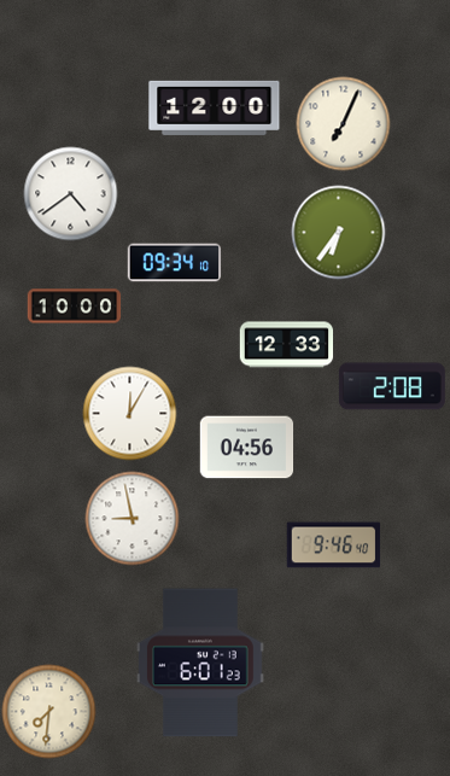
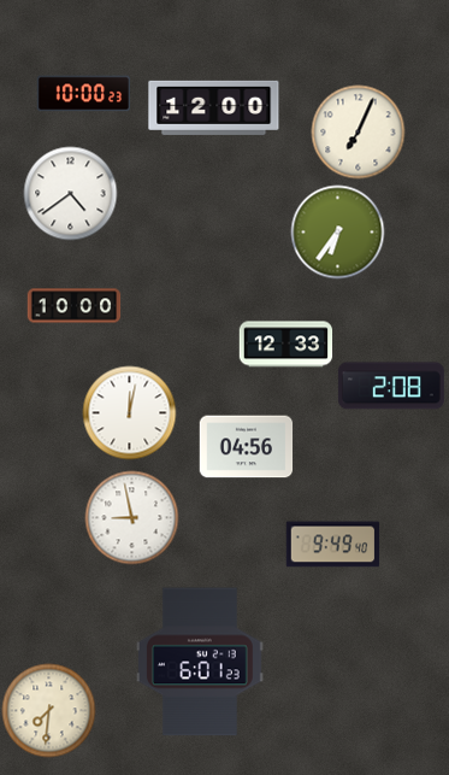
clock at (83, 94): none -> 10:00
clock at (343, 123) position: (343, 123) -> (358, 131)
clock at (174, 263): 09:34 -> none
clock at (129, 413): 12:05 -> 12:02
clock at (333, 545): 9:46 -> 9:49
